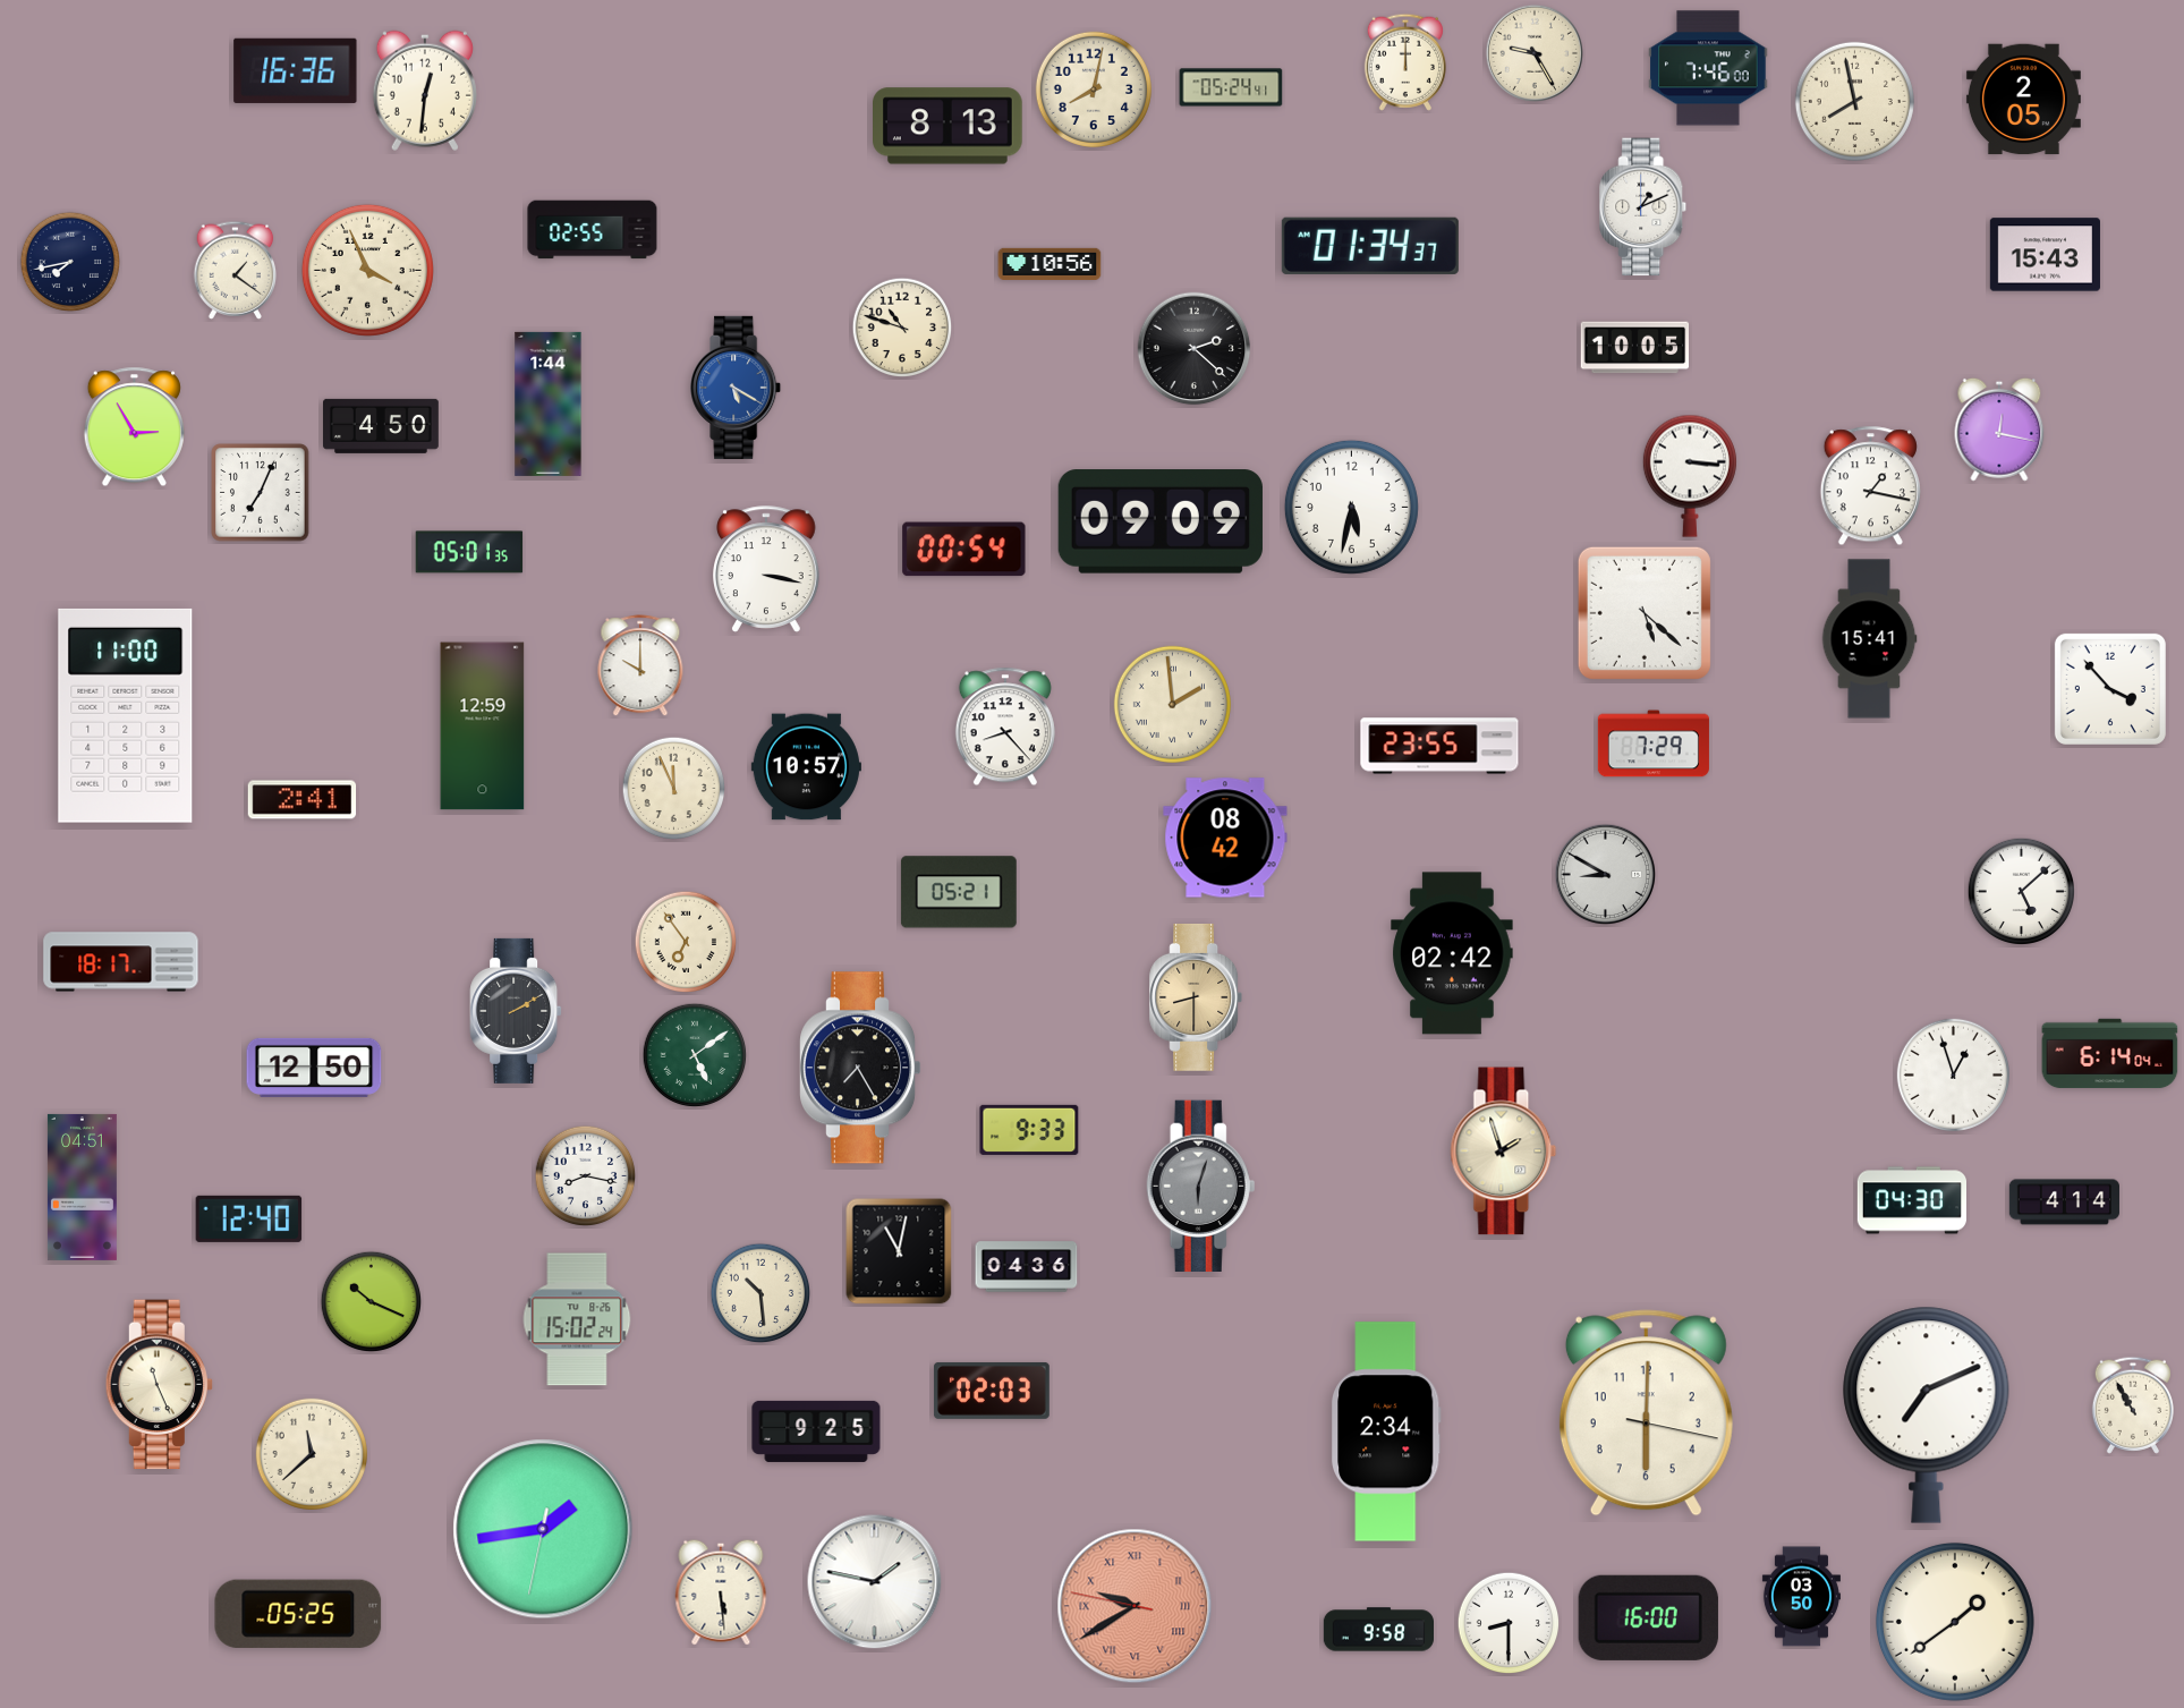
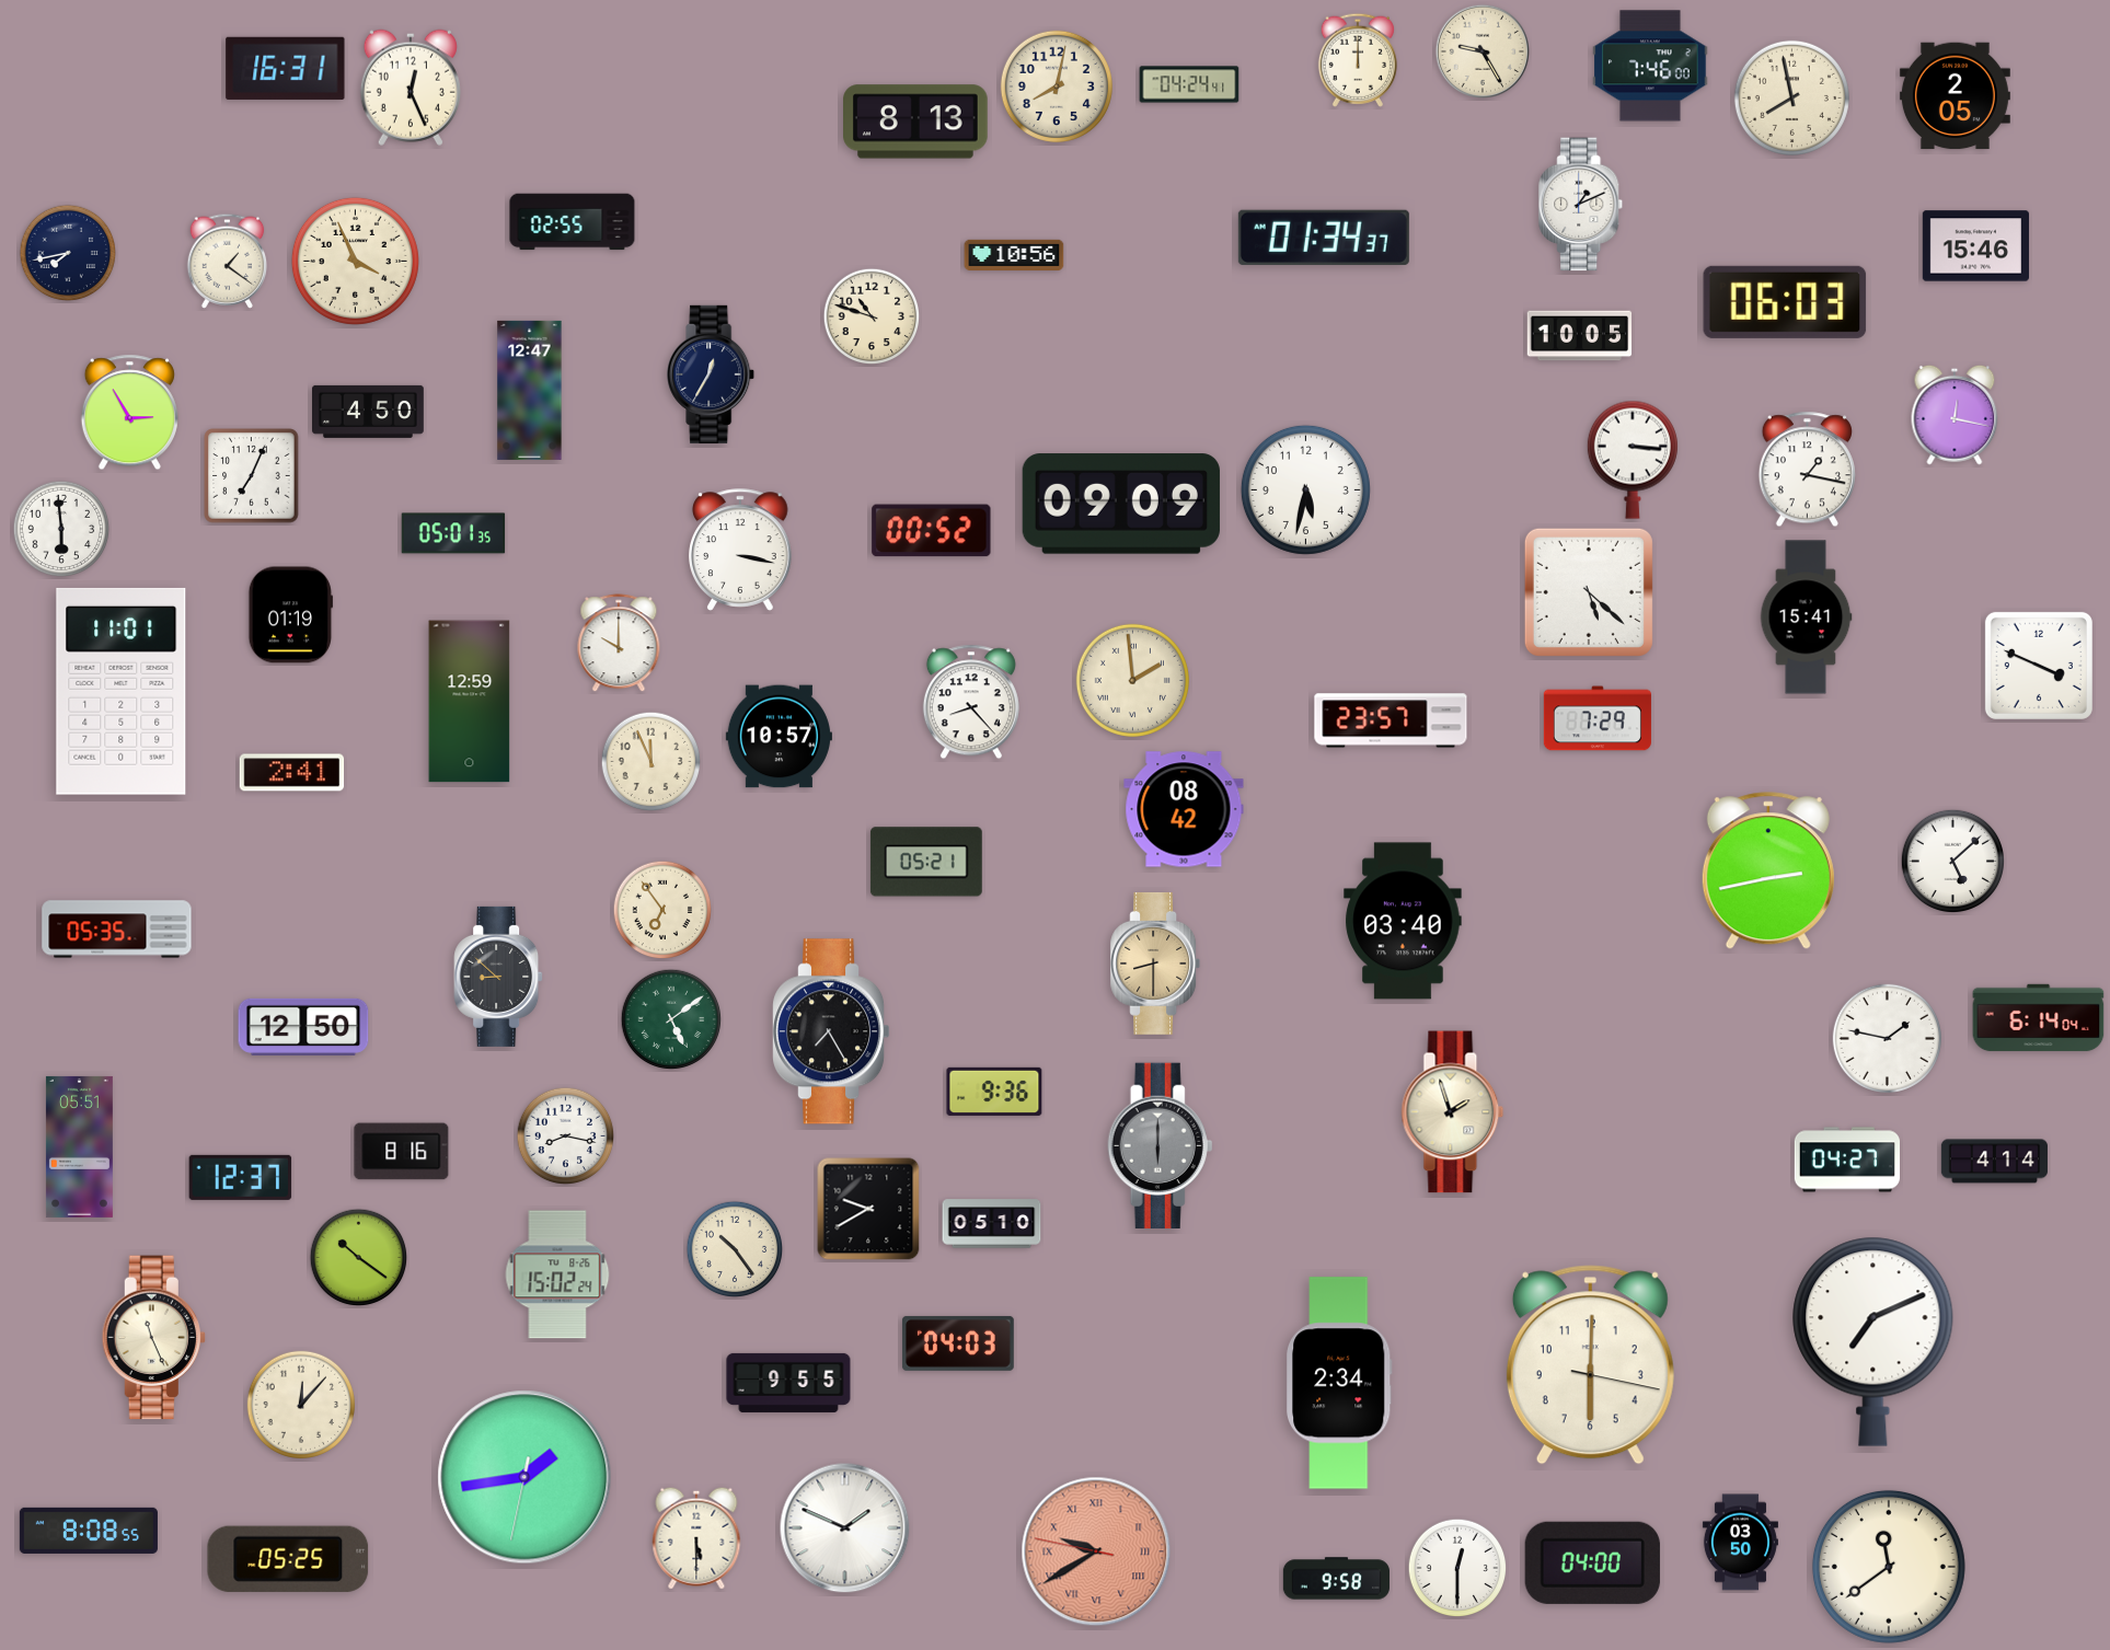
clock at (296, 70): 16:36 -> 16:31
clock at (1231, 87): 05:24 -> 04:24
clock at (425, 91): 12:31 -> 12:26
clock at (1643, 207) position: (1643, 207) -> (1581, 205)
clock at (2045, 255): 15:43 -> 15:46
clock at (1785, 302): none -> 06:03
clock at (1195, 349): 2:22 -> none
clock at (737, 388): 5:20 -> 12:35
clock at (737, 388) dial: blue -> navy
clock at (549, 403): 1:44 -> 12:47
clock at (1999, 430) position: (1999, 430) -> (1955, 415)
clock at (61, 529): none -> 5:59
clock at (964, 550): 00:54 -> 00:52
clock at (290, 615): none -> 01:19
clock at (2110, 689): 3:53 -> 3:49
clock at (126, 715): 11:00 -> 11:01
clock at (483, 726) position: (483, 726) -> (470, 702)
clock at (1439, 746): 23:55 -> 23:57
clock at (806, 767) position: (806, 767) -> (779, 737)
clock at (1606, 875): 8:50 -> none
clock at (1768, 872): none -> 2:43
clock at (1452, 953): 02:42 -> 03:40
clock at (121, 962): 18:17 -> 05:35
clock at (516, 1011): 2:10 -> 8:52
clock at (314, 1068) position: (314, 1068) -> (303, 1027)
clock at (1953, 1074): 12:57 -> 1:47
clock at (1029, 1130): 9:33 -> 9:36
clock at (1201, 1186): 6:03 -> 6:00
clock at (82, 1187): 04:51 -> 05:51
clock at (402, 1152): none -> 8:16
clock at (1911, 1200): 04:30 -> 04:27
clock at (249, 1218): 12:40 -> 12:37
clock at (899, 1251): 11:02 -> 9:40
clock at (1027, 1267): 04:36 -> 05:10
clock at (760, 1293): 10:29 -> 10:24
clock at (372, 1302): 10:19 -> 10:21
clock at (992, 1391): 02:03 -> 04:03
clock at (2133, 1405): 10:55 -> none
clock at (1927, 1414) position: (1927, 1414) -> (1873, 1341)
clock at (816, 1431): 9:25 -> 9:55
clock at (311, 1453): 11:38 -> 12:07
clock at (875, 1582): 1:47 -> 1:49
clock at (89, 1531): none -> 8:08
clock at (721, 1592): 5:29 -> 5:30
clock at (1648, 1617): 16:00 -> 04:00
clock at (1955, 1622): 1:39 -> 11:39
clock at (1509, 1623): 8:30 -> 12:30
clock at (1378, 1630) position: (1378, 1630) -> (1336, 1579)
